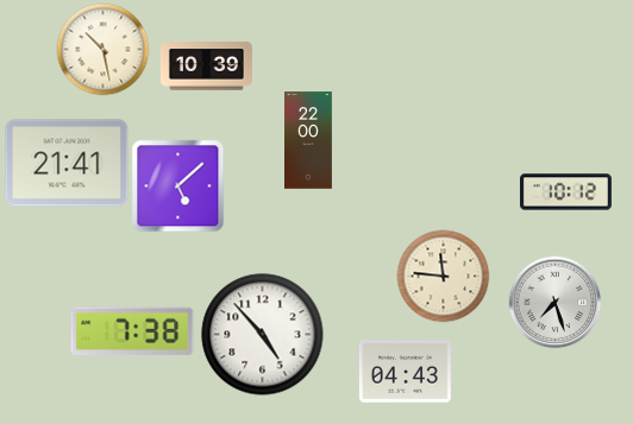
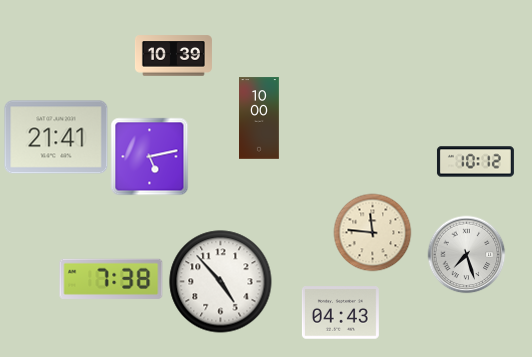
clock at (102, 49): 10:28 -> none
clock at (309, 140): 22:00 -> 10:00
clock at (177, 185): 5:08 -> 5:13
